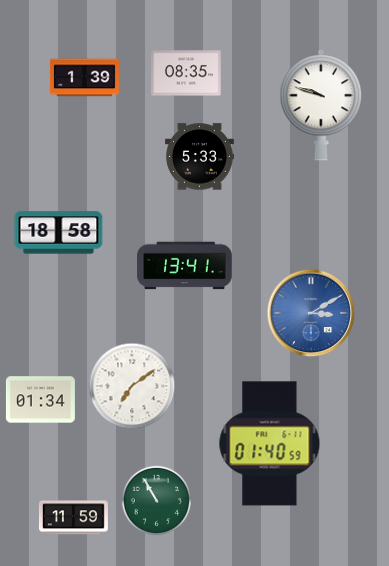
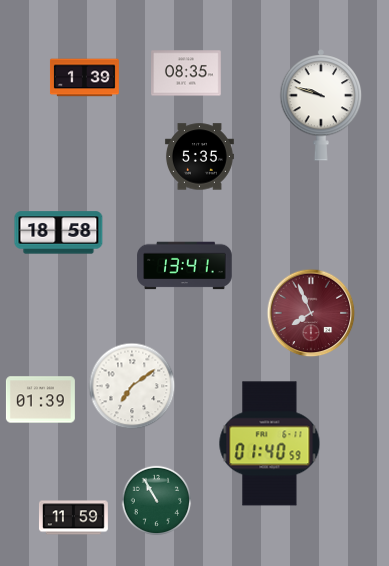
clock at (199, 157): 5:33 -> 5:35
clock at (311, 313): 3:10 -> 7:56
clock at (311, 313) dial: blue -> burgundy
clock at (40, 400): 01:34 -> 01:39
